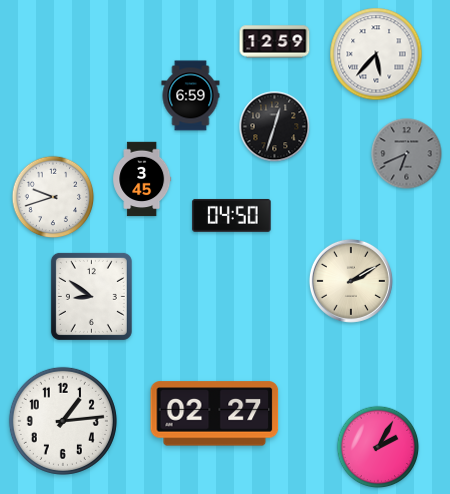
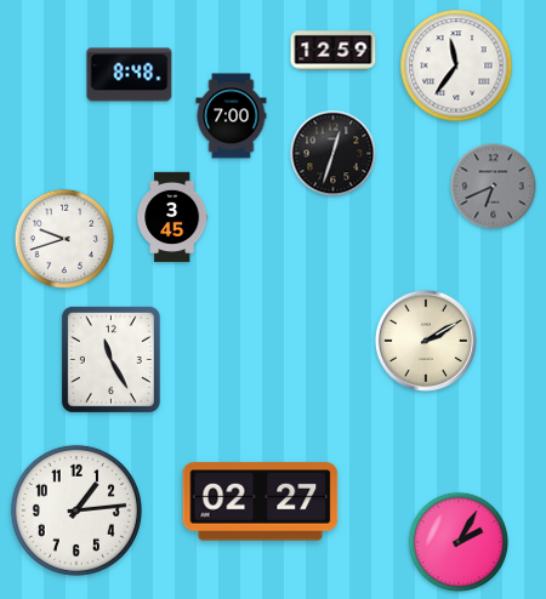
clock at (376, 54): 5:37 -> 11:36
clock at (130, 75): none -> 8:48
clock at (191, 96): 6:59 -> 7:00
clock at (232, 215): 04:50 -> none
clock at (91, 296): 8:51 -> 11:25
